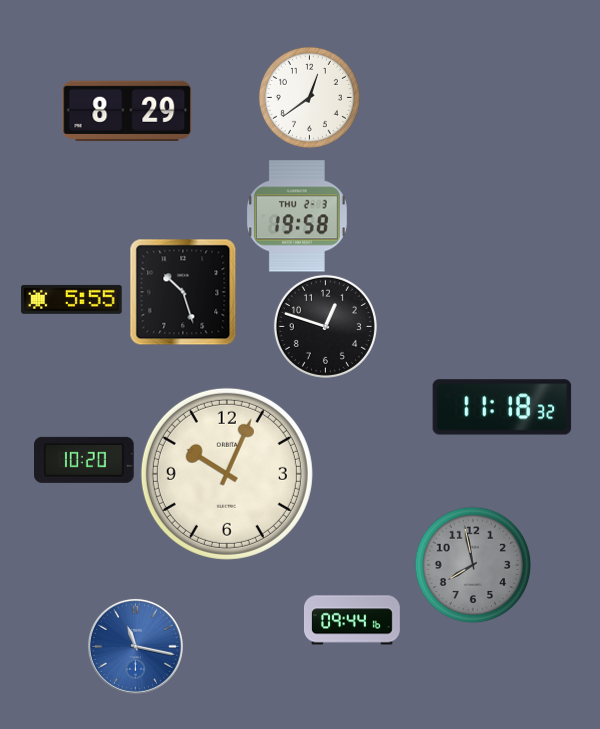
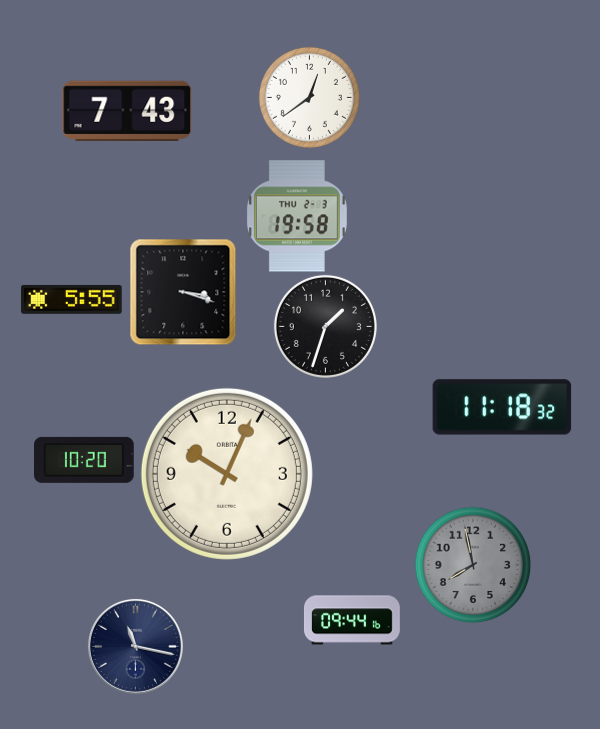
clock at (127, 111): 8:29 -> 7:43
clock at (183, 292): 10:27 -> 3:18
clock at (325, 326): 12:48 -> 1:33
clock at (135, 646) dial: blue -> navy
